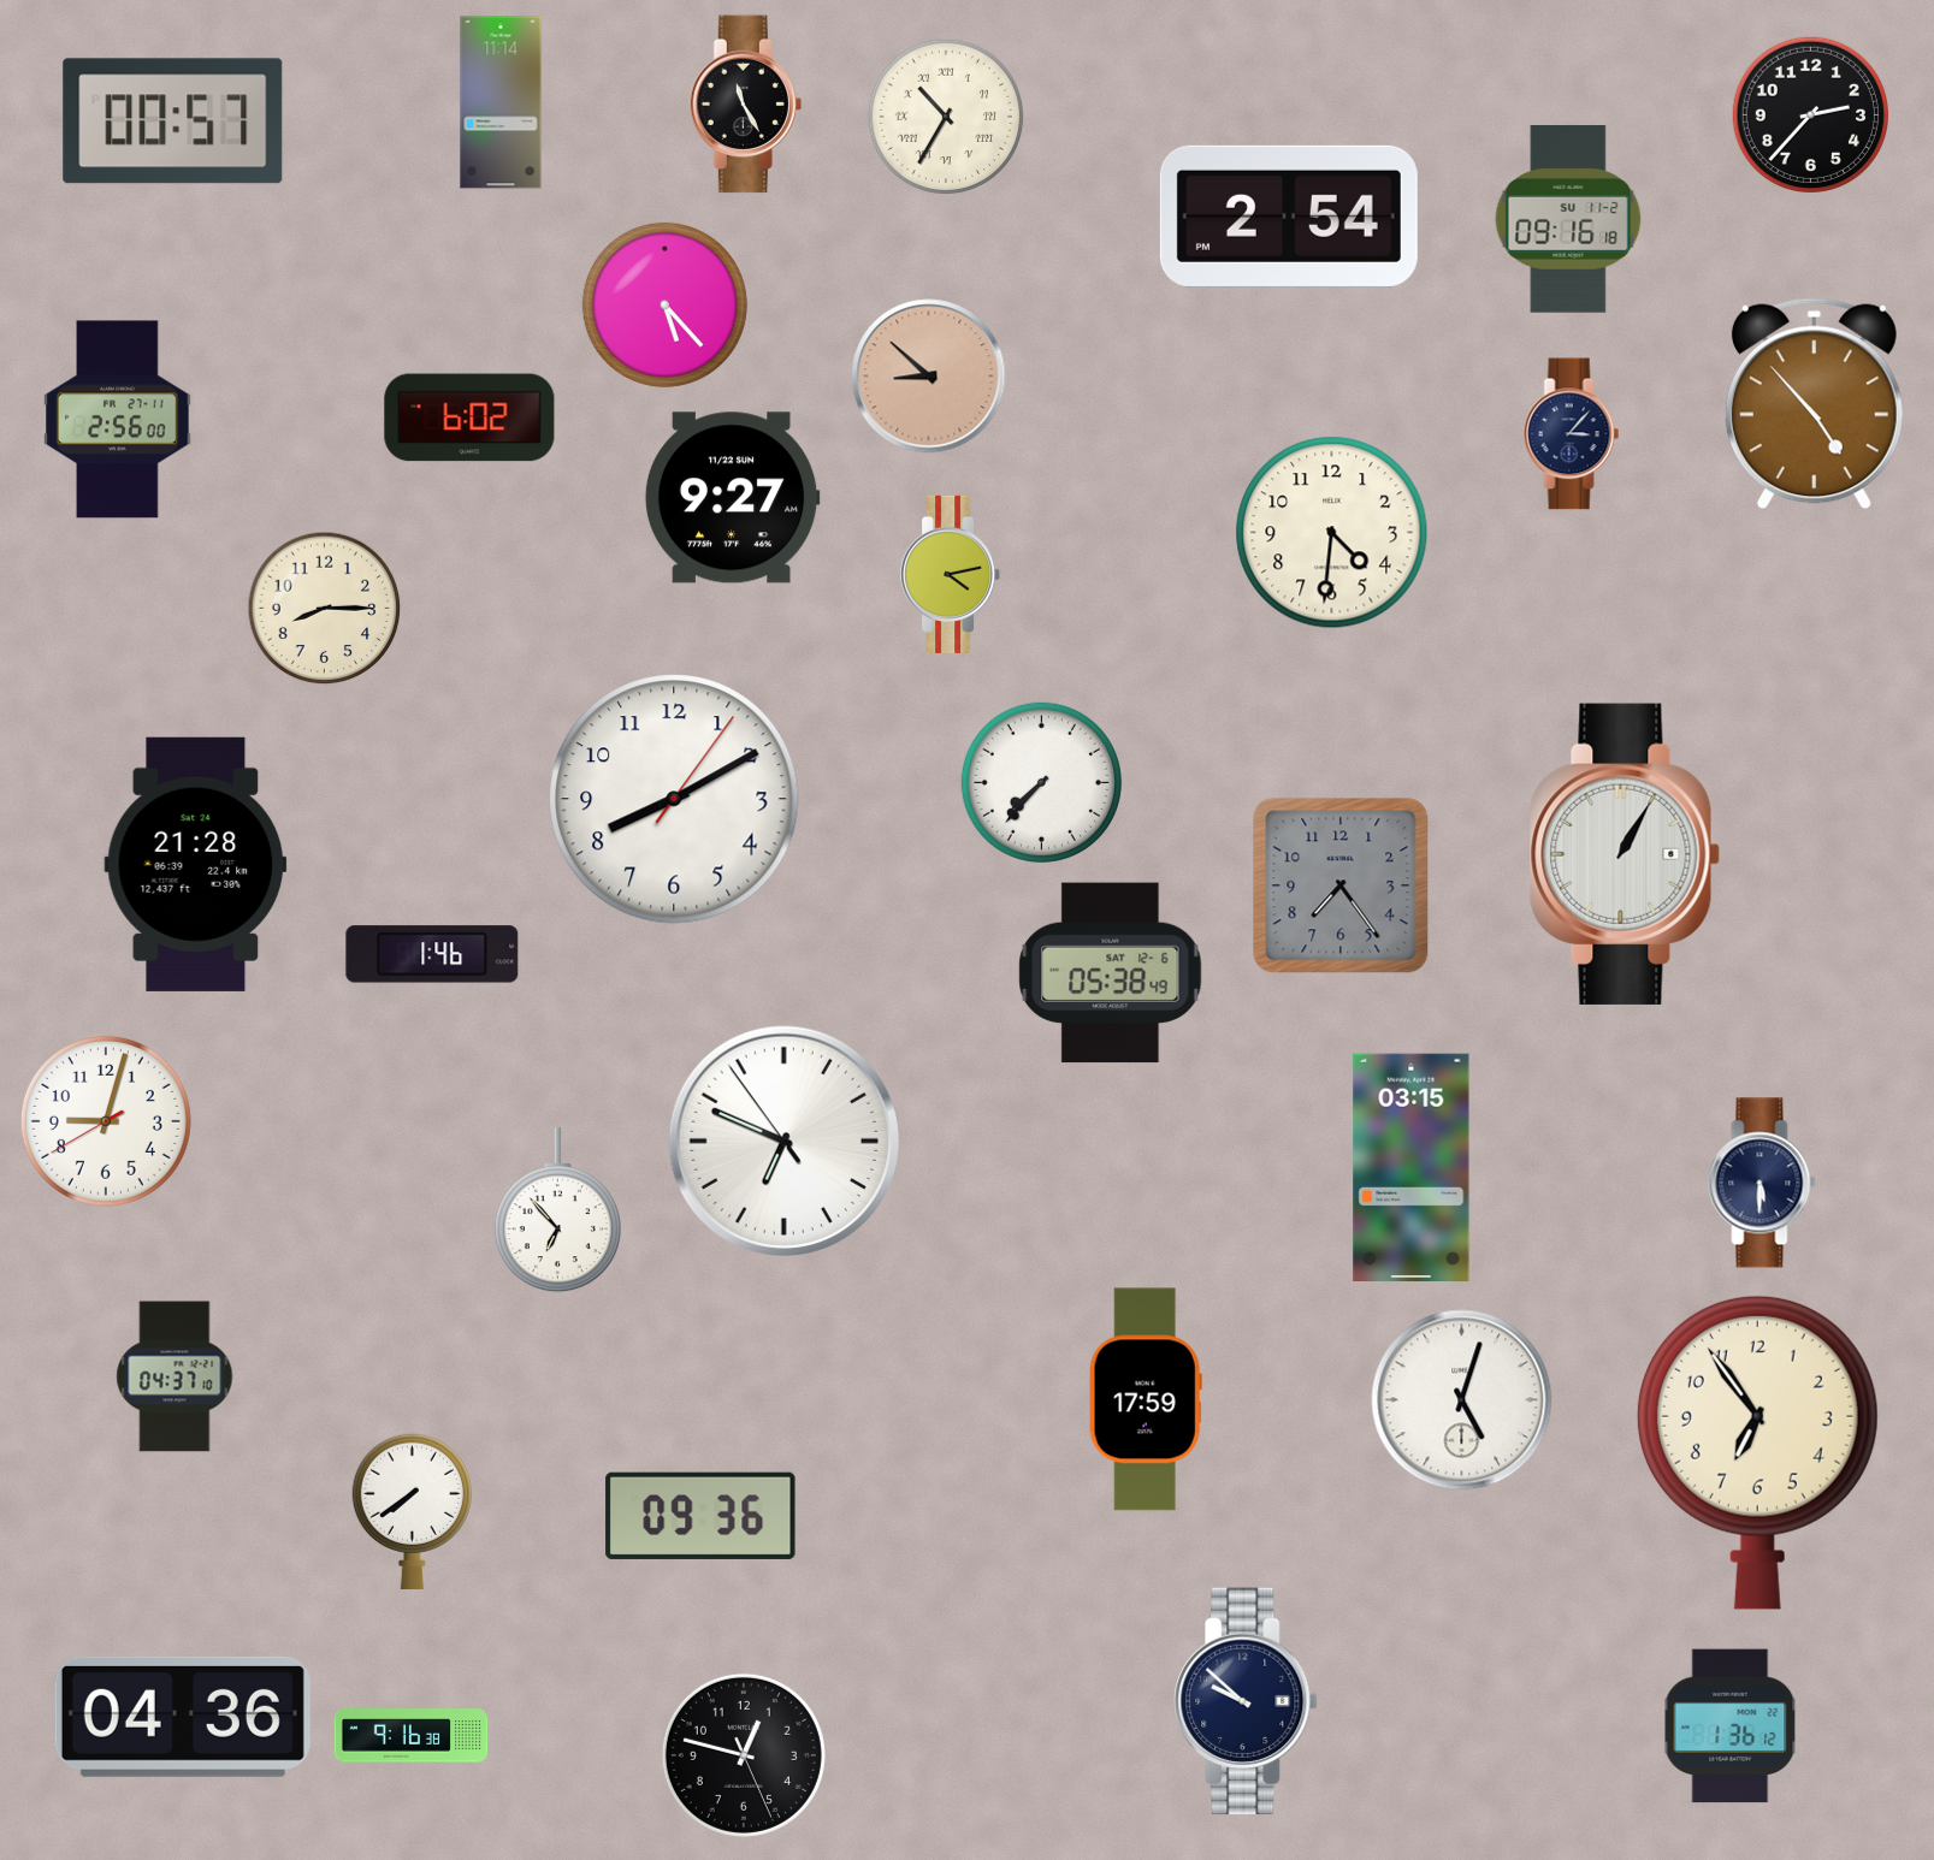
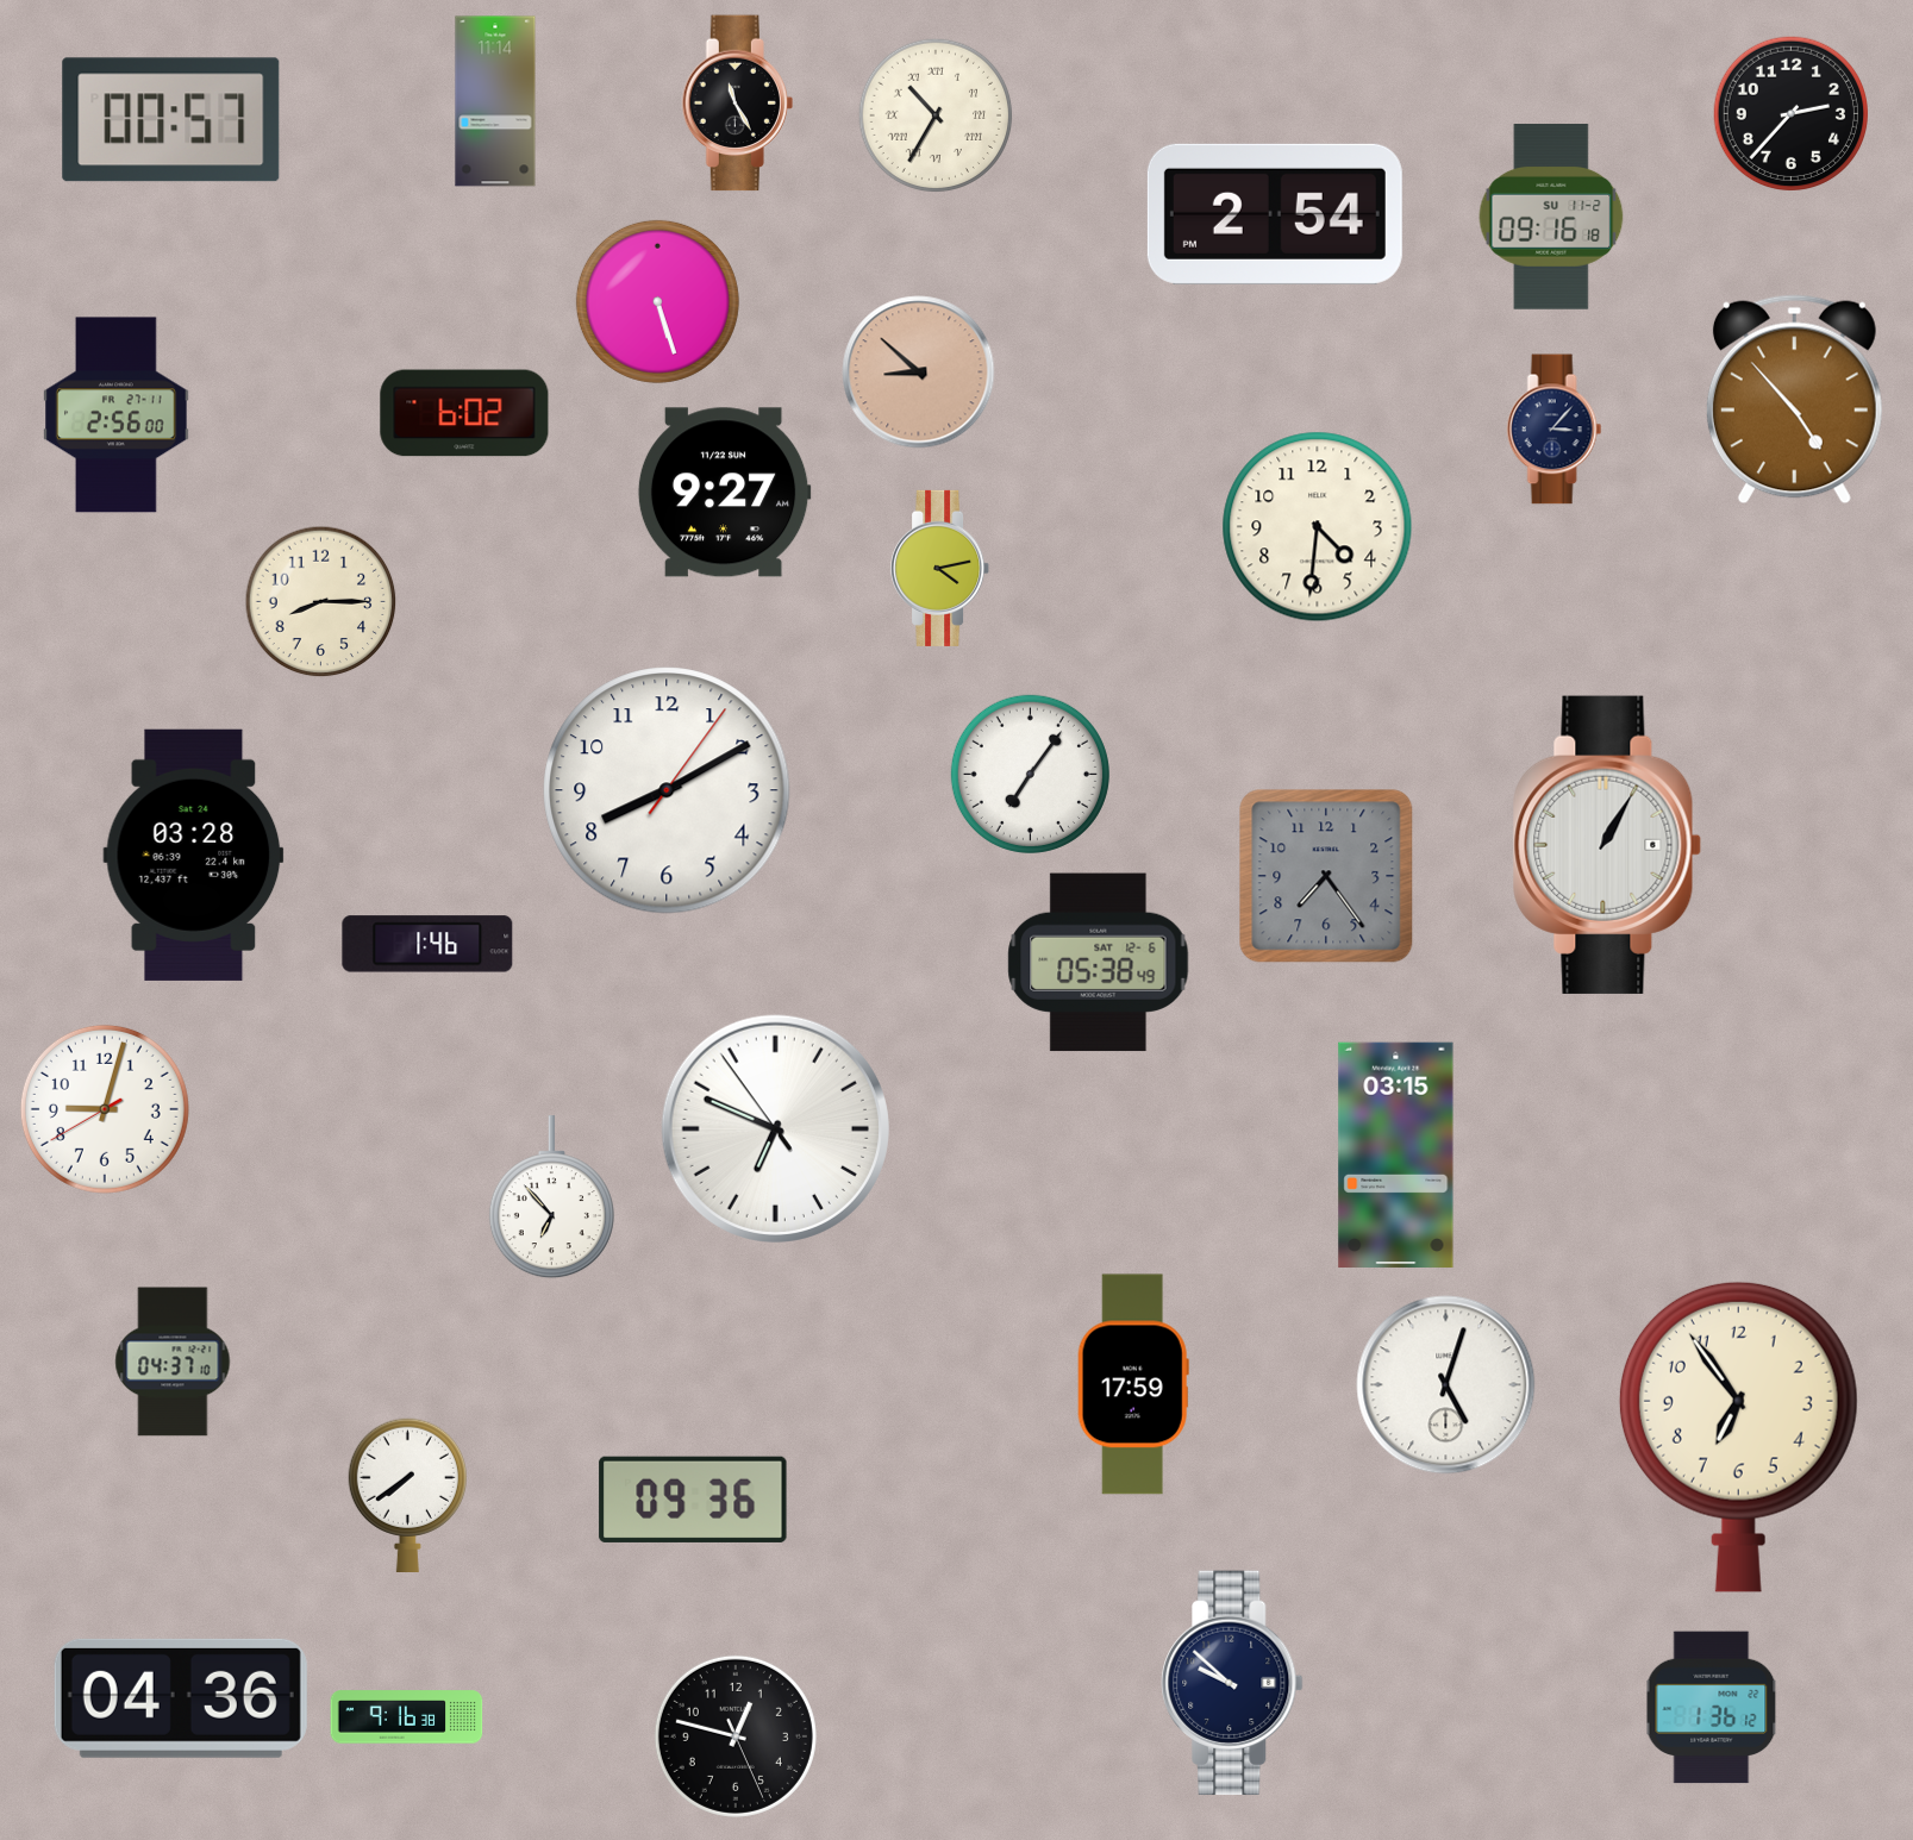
clock at (664, 304): 5:23 -> 5:27
clock at (1041, 782): 7:37 -> 7:06
clock at (196, 864): 21:28 -> 03:28
clock at (1762, 1183): 5:30 -> none
